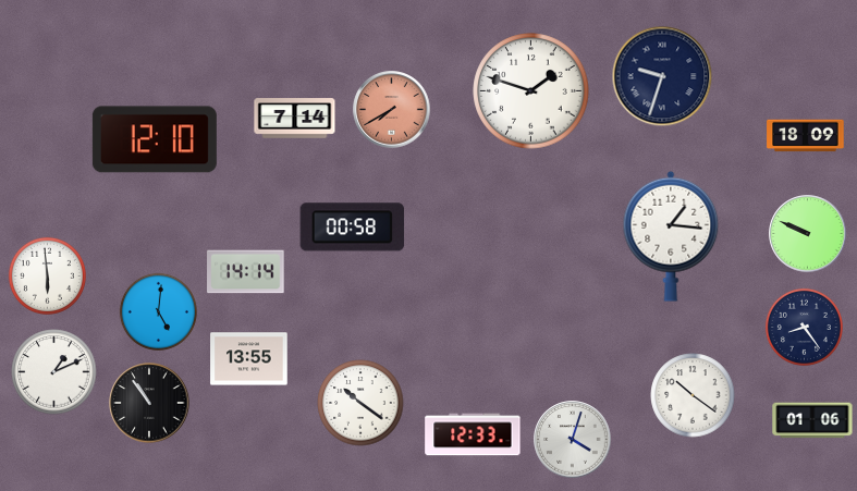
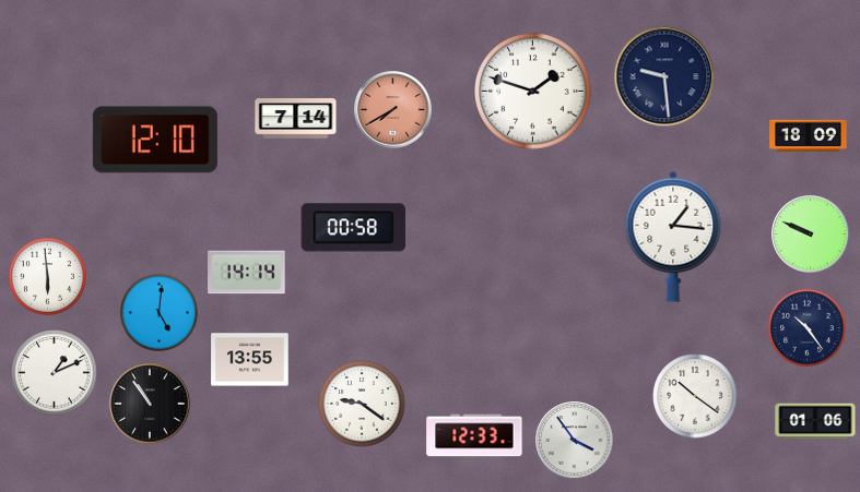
clock at (662, 76): 9:33 -> 9:29
clock at (804, 327): 8:24 -> 10:24
clock at (360, 403): 10:21 -> 9:21
clock at (573, 440): 4:03 -> 3:54
